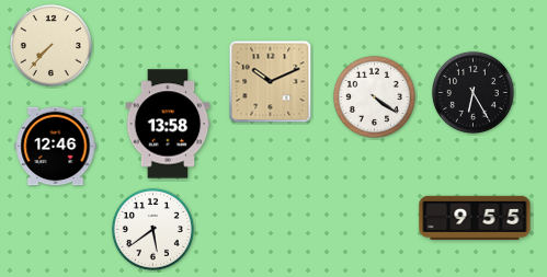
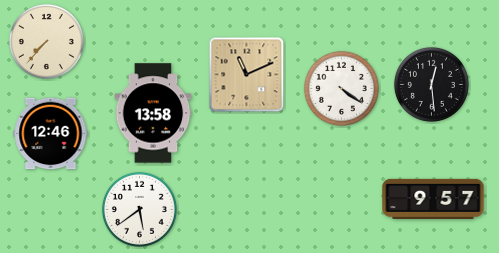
clock at (271, 82): 10:11 -> 11:11
clock at (472, 92): 6:25 -> 12:29
clock at (475, 218): 9:55 -> 9:57
